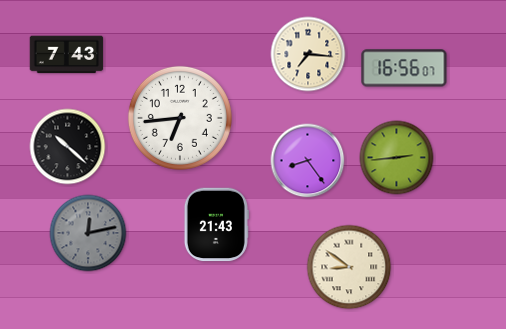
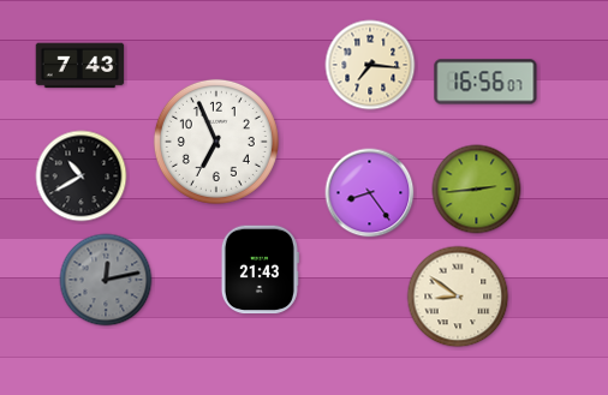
clock at (180, 118): 6:44 -> 6:56
clock at (68, 147): 10:22 -> 10:40
clock at (349, 267) position: (349, 267) -> (458, 297)
